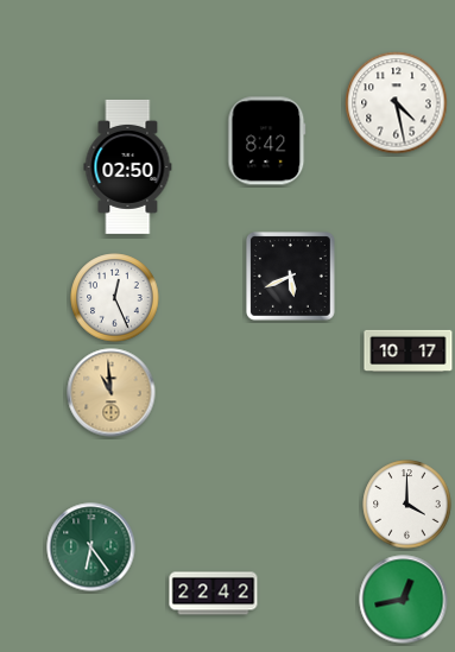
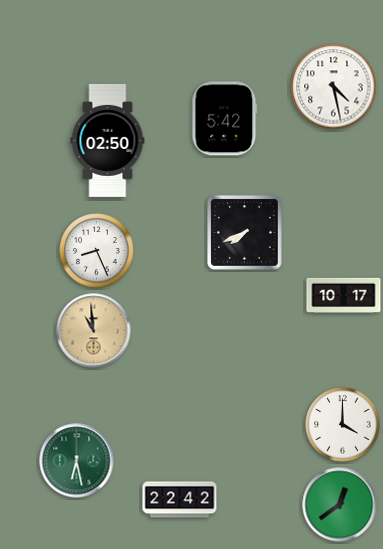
clock at (267, 141): 8:42 -> 5:42
clock at (291, 277): 5:41 -> 7:41
clock at (115, 298): 12:26 -> 8:26
clock at (91, 547): 6:24 -> 6:28
clock at (404, 600): 12:43 -> 12:39
